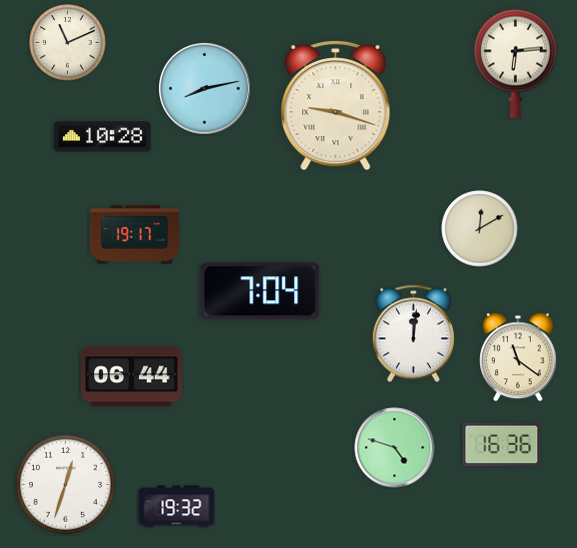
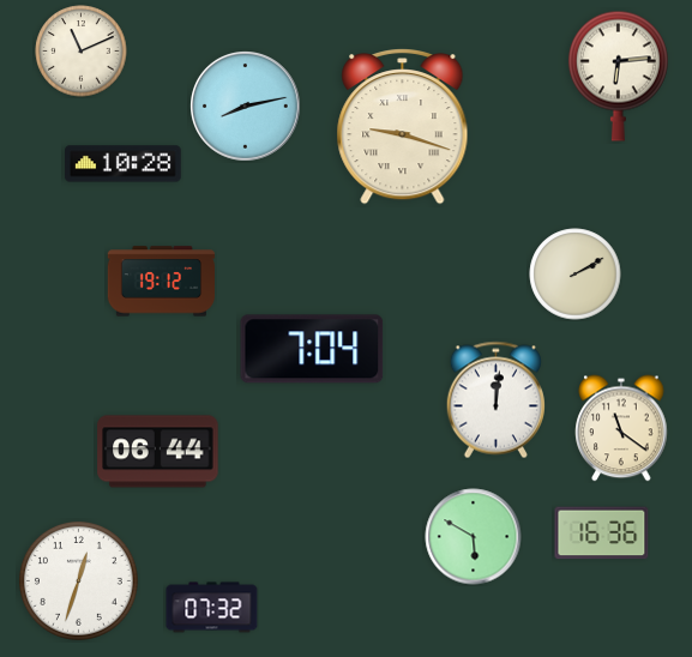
clock at (480, 229): 12:10 -> 2:10
clock at (135, 235): 19:17 -> 19:12
clock at (395, 448): 4:48 -> 5:50
clock at (177, 507): 19:32 -> 07:32
